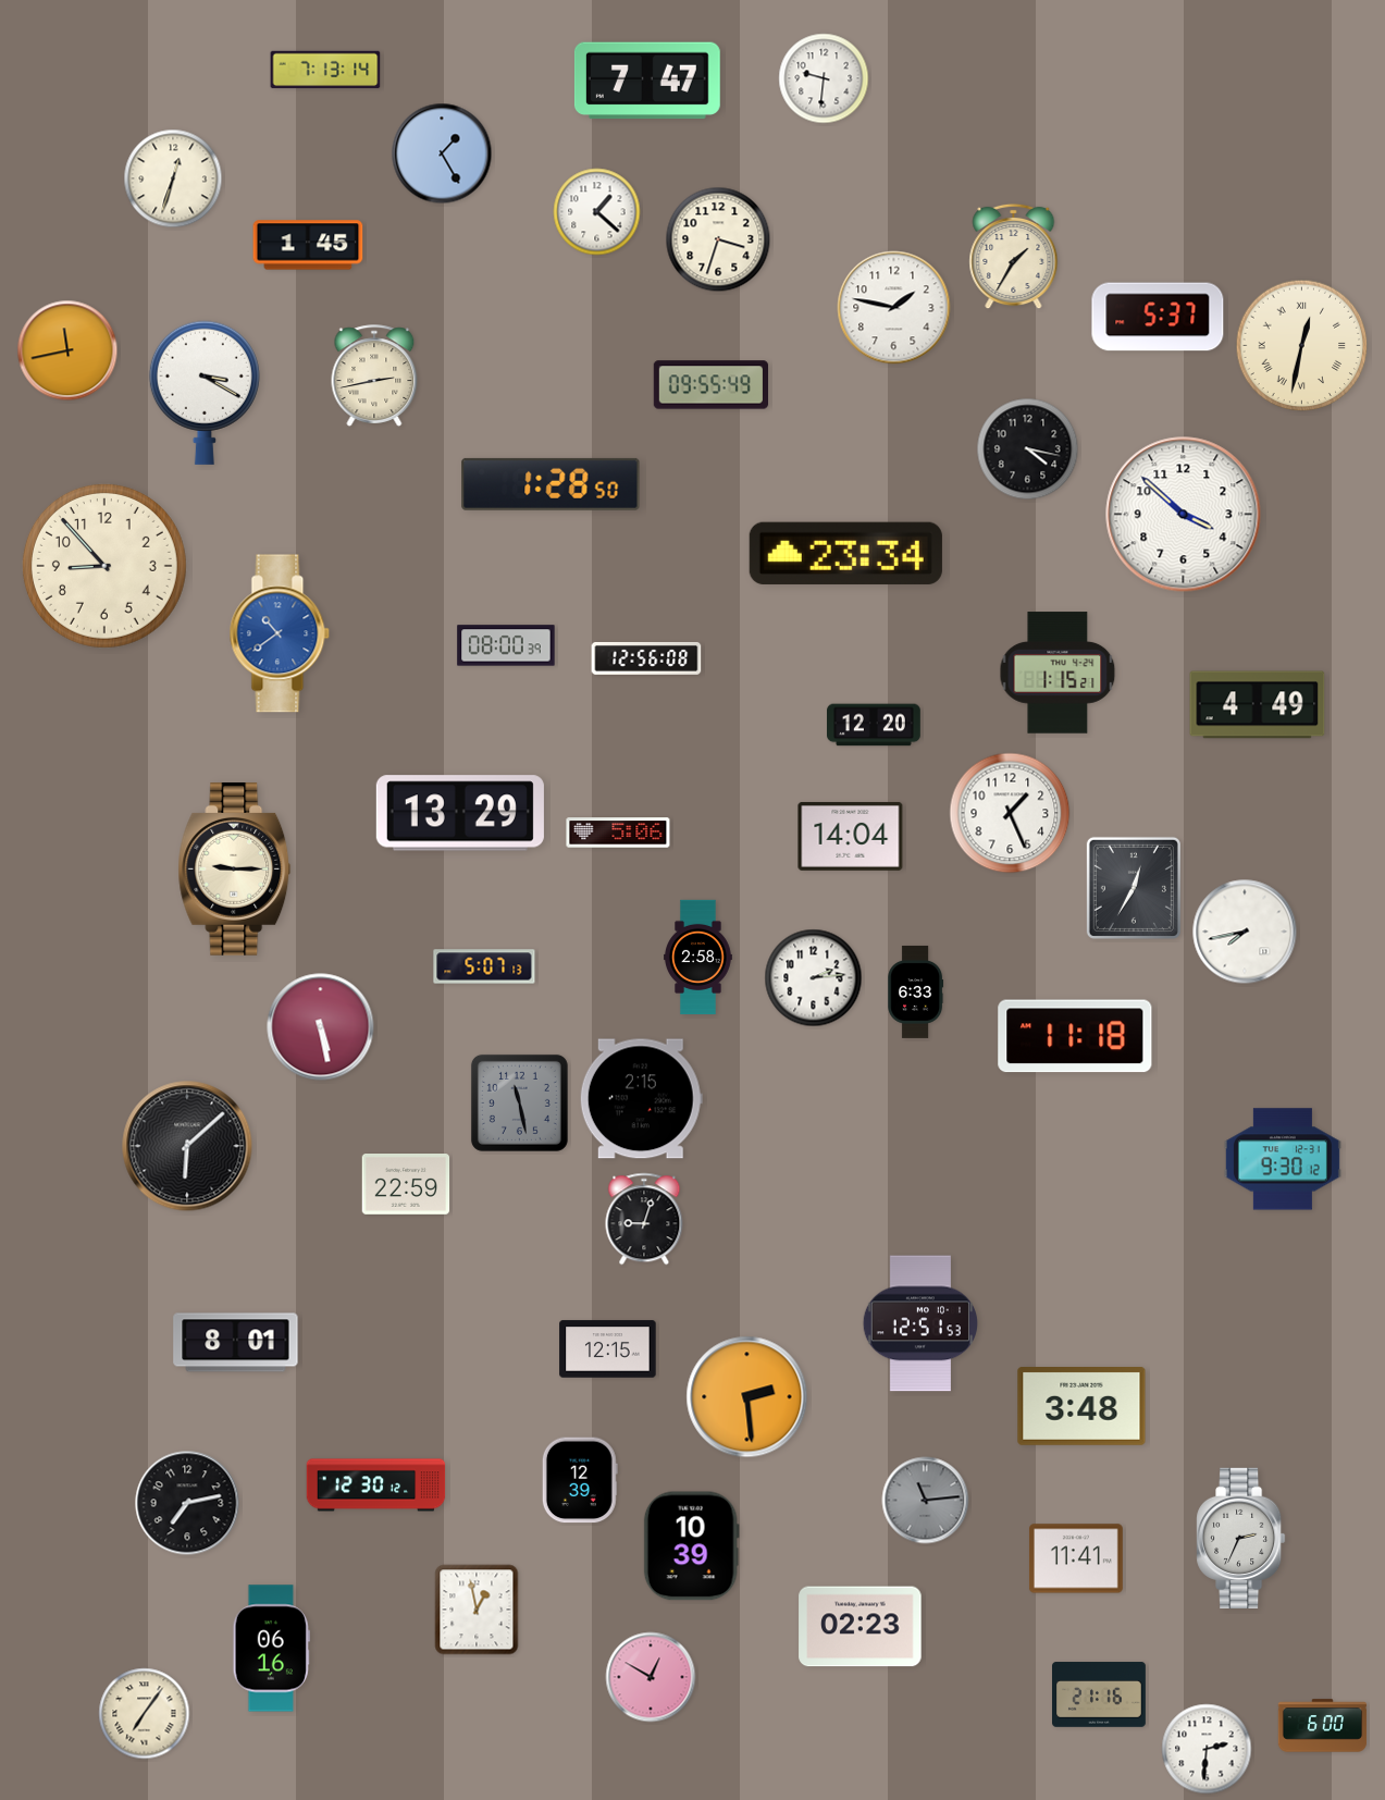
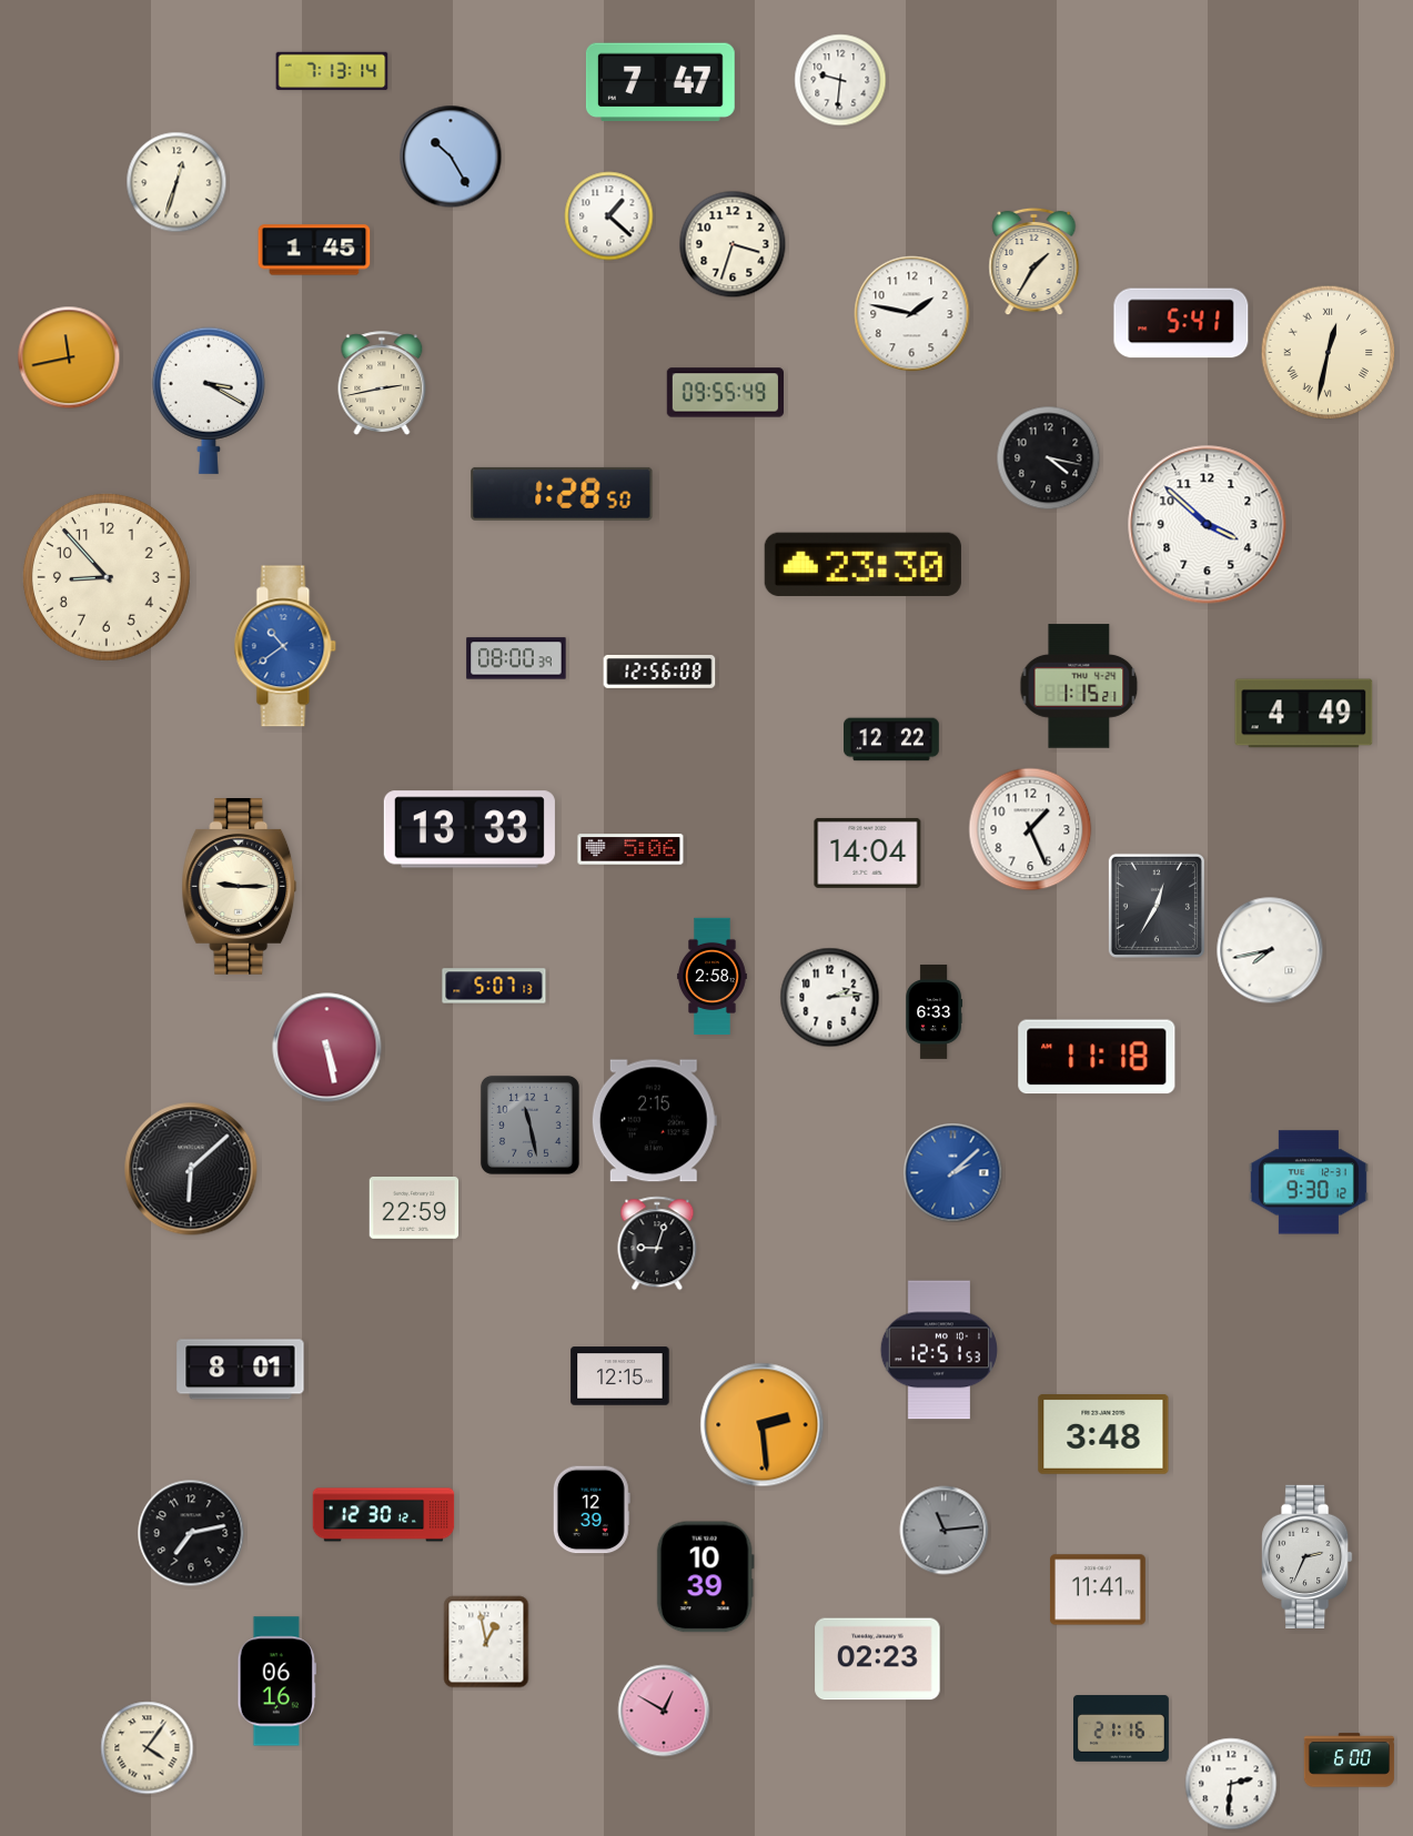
clock at (442, 153): 1:25 -> 10:25
clock at (1158, 317): 5:37 -> 5:41
clock at (845, 553): 23:34 -> 23:30
clock at (1258, 705) position: (1258, 705) -> (1304, 714)
clock at (875, 725): 12:20 -> 12:22
clock at (460, 813): 13:29 -> 13:33
clock at (953, 1173): none -> 2:08
clock at (1241, 1538) position: (1241, 1538) -> (1308, 1556)
clock at (145, 1714): 7:06 -> 4:06
